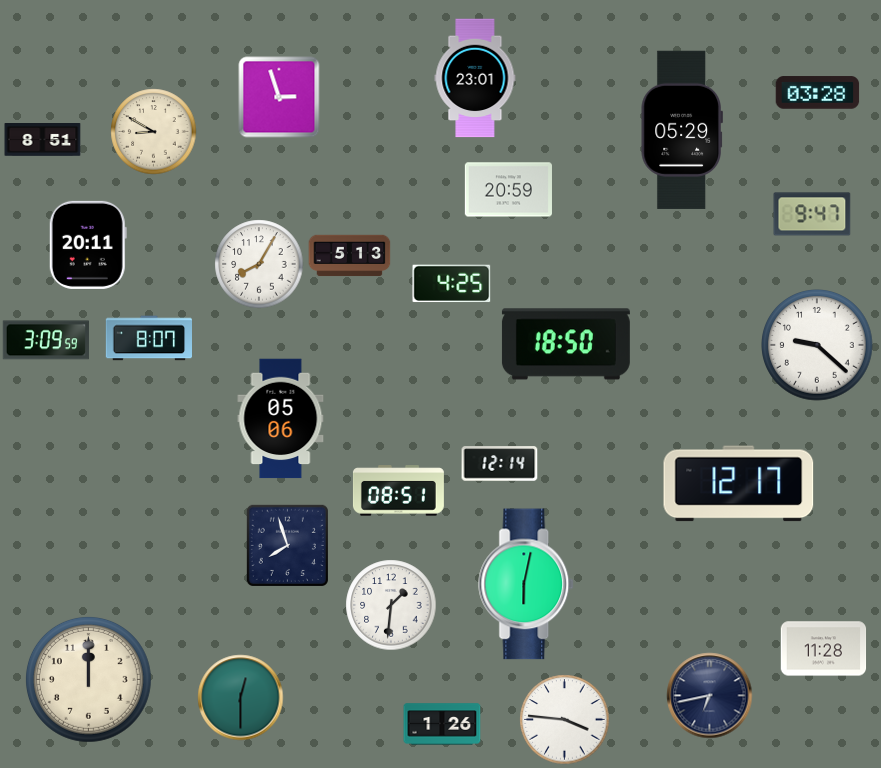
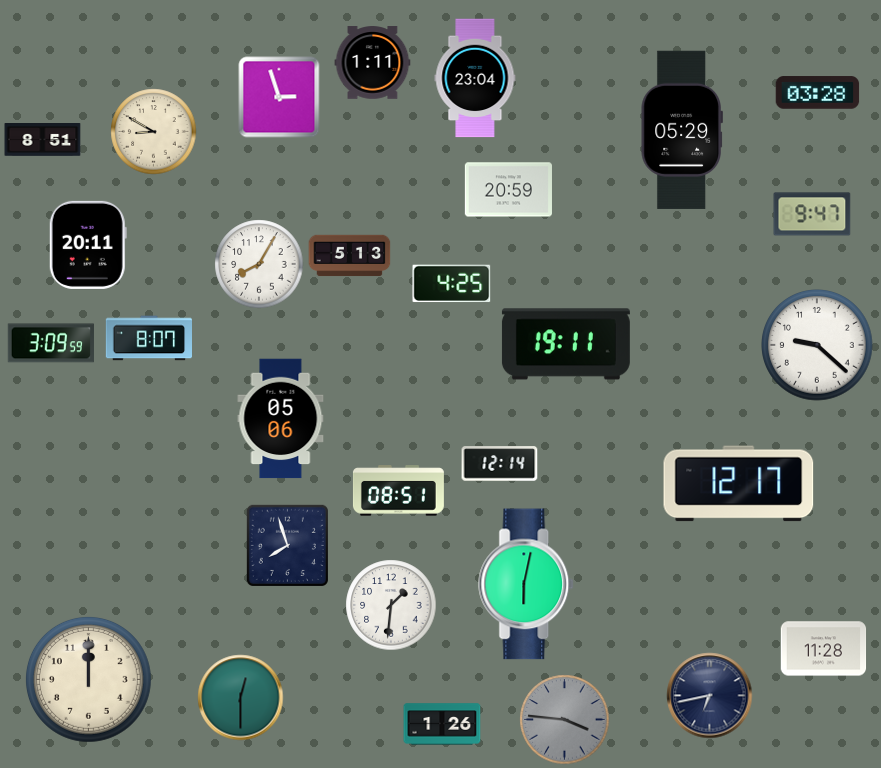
clock at (373, 63): none -> 1:11
clock at (475, 78): 23:01 -> 23:04
clock at (46, 340) position: (46, 340) -> (51, 343)
clock at (566, 344): 18:50 -> 19:11
clock at (565, 720) dial: white -> grey
